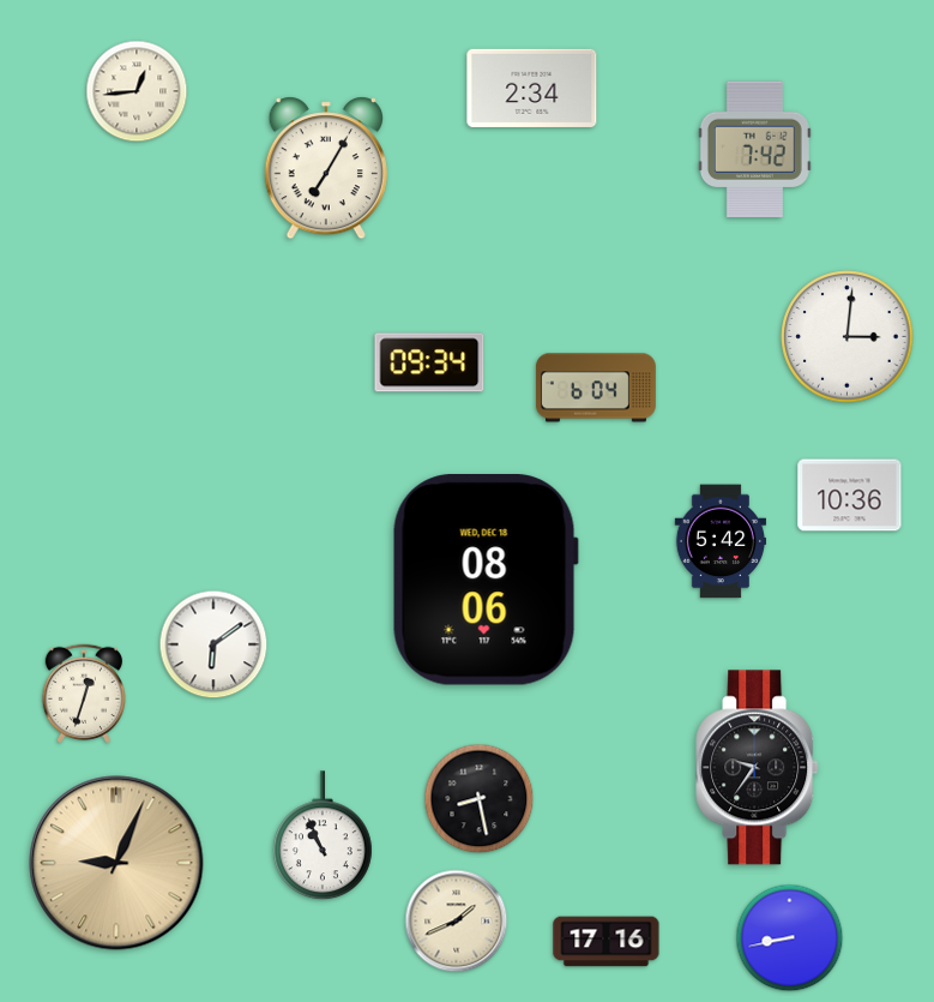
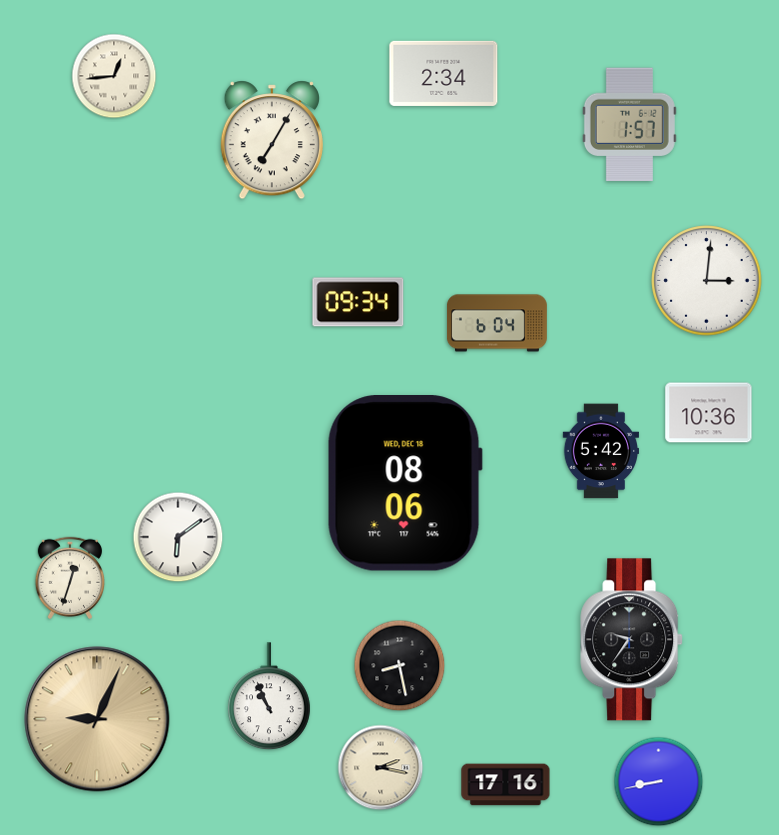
clock at (754, 150): 7:42 -> 1:57
clock at (457, 922): 1:41 -> 2:17
